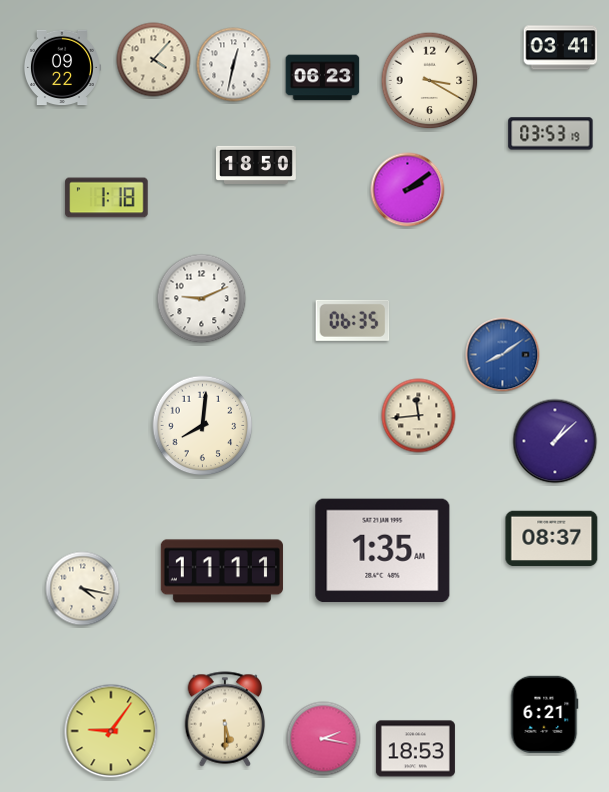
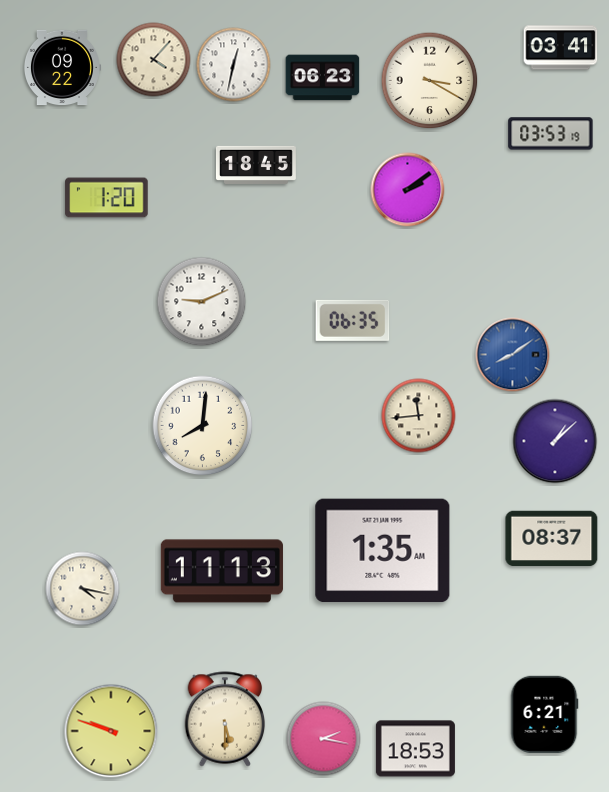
clock at (256, 165): 18:50 -> 18:45
clock at (107, 198): 1:18 -> 1:20
clock at (202, 299) position: (202, 299) -> (202, 302)
clock at (503, 355) position: (503, 355) -> (513, 355)
clock at (222, 571): 11:11 -> 11:13
clock at (111, 731): 9:06 -> 9:48
